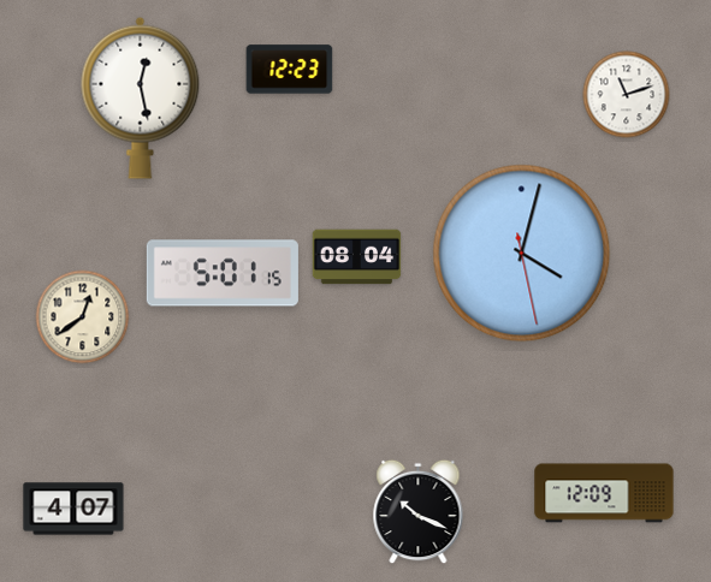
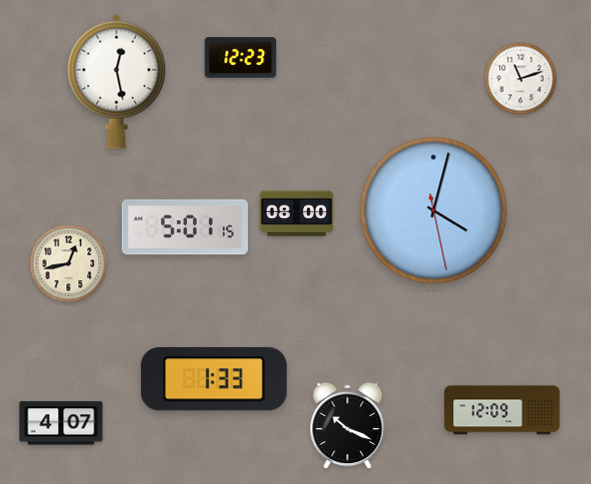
clock at (357, 257): 08:04 -> 08:00
clock at (83, 317): 12:39 -> 12:43
clock at (214, 379): none -> 1:33
